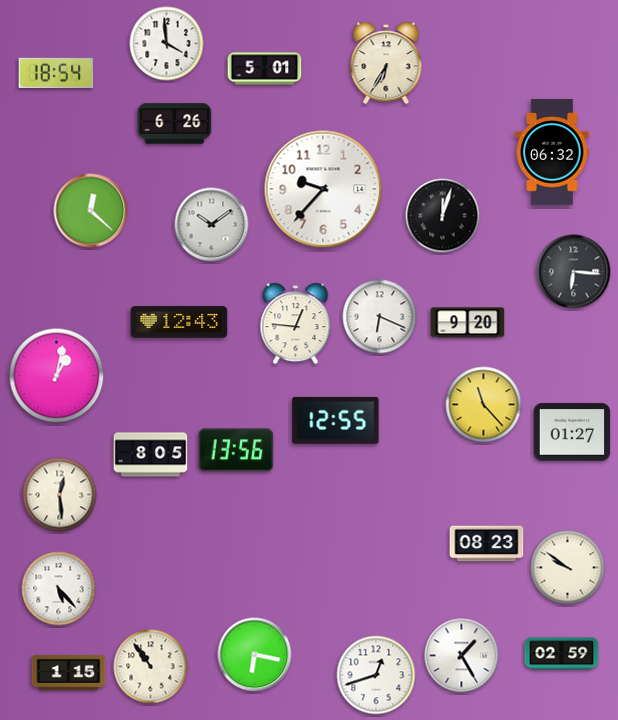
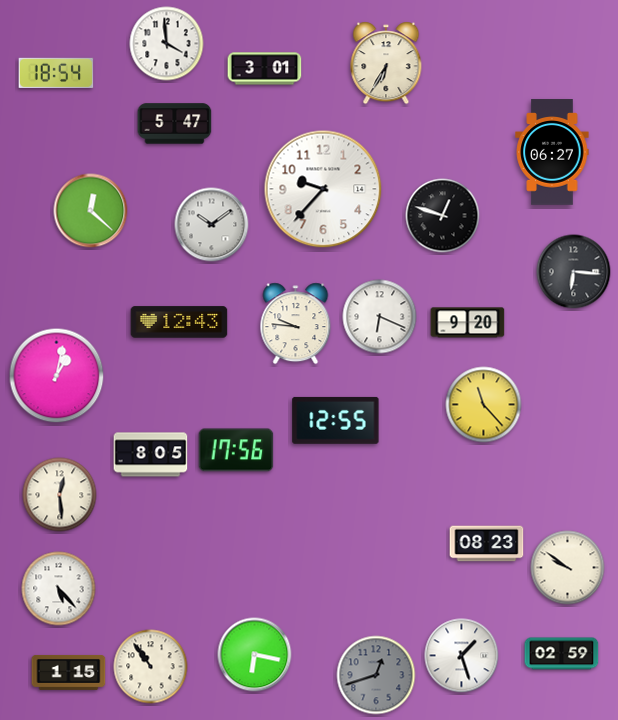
clock at (265, 69): 5:01 -> 3:01
clock at (175, 124): 6:26 -> 5:47
clock at (552, 152): 06:32 -> 06:27
clock at (443, 216): 12:03 -> 12:48
clock at (296, 324): 12:46 -> 9:46
clock at (572, 432): 01:27 -> none
clock at (236, 450): 13:56 -> 17:56
clock at (462, 656): 1:25 -> 1:27
clock at (376, 675) dial: white -> grey
